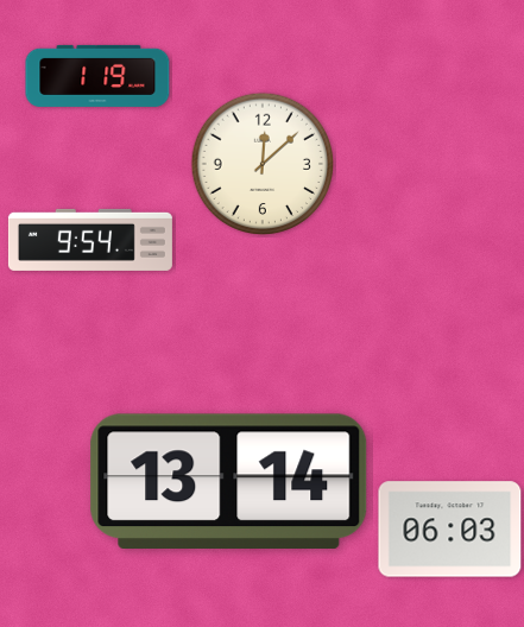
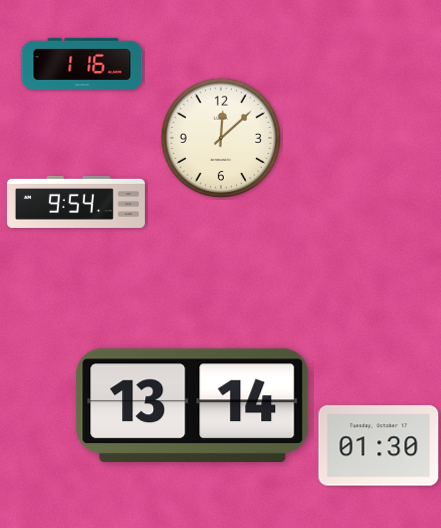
clock at (97, 76): 1:19 -> 1:16
clock at (450, 530): 06:03 -> 01:30
